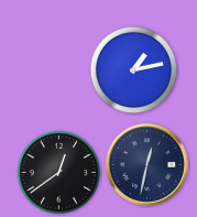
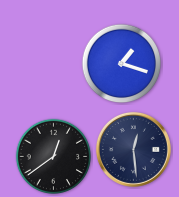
clock at (134, 70): 1:13 -> 1:18
clock at (146, 164): 12:32 -> 12:29
